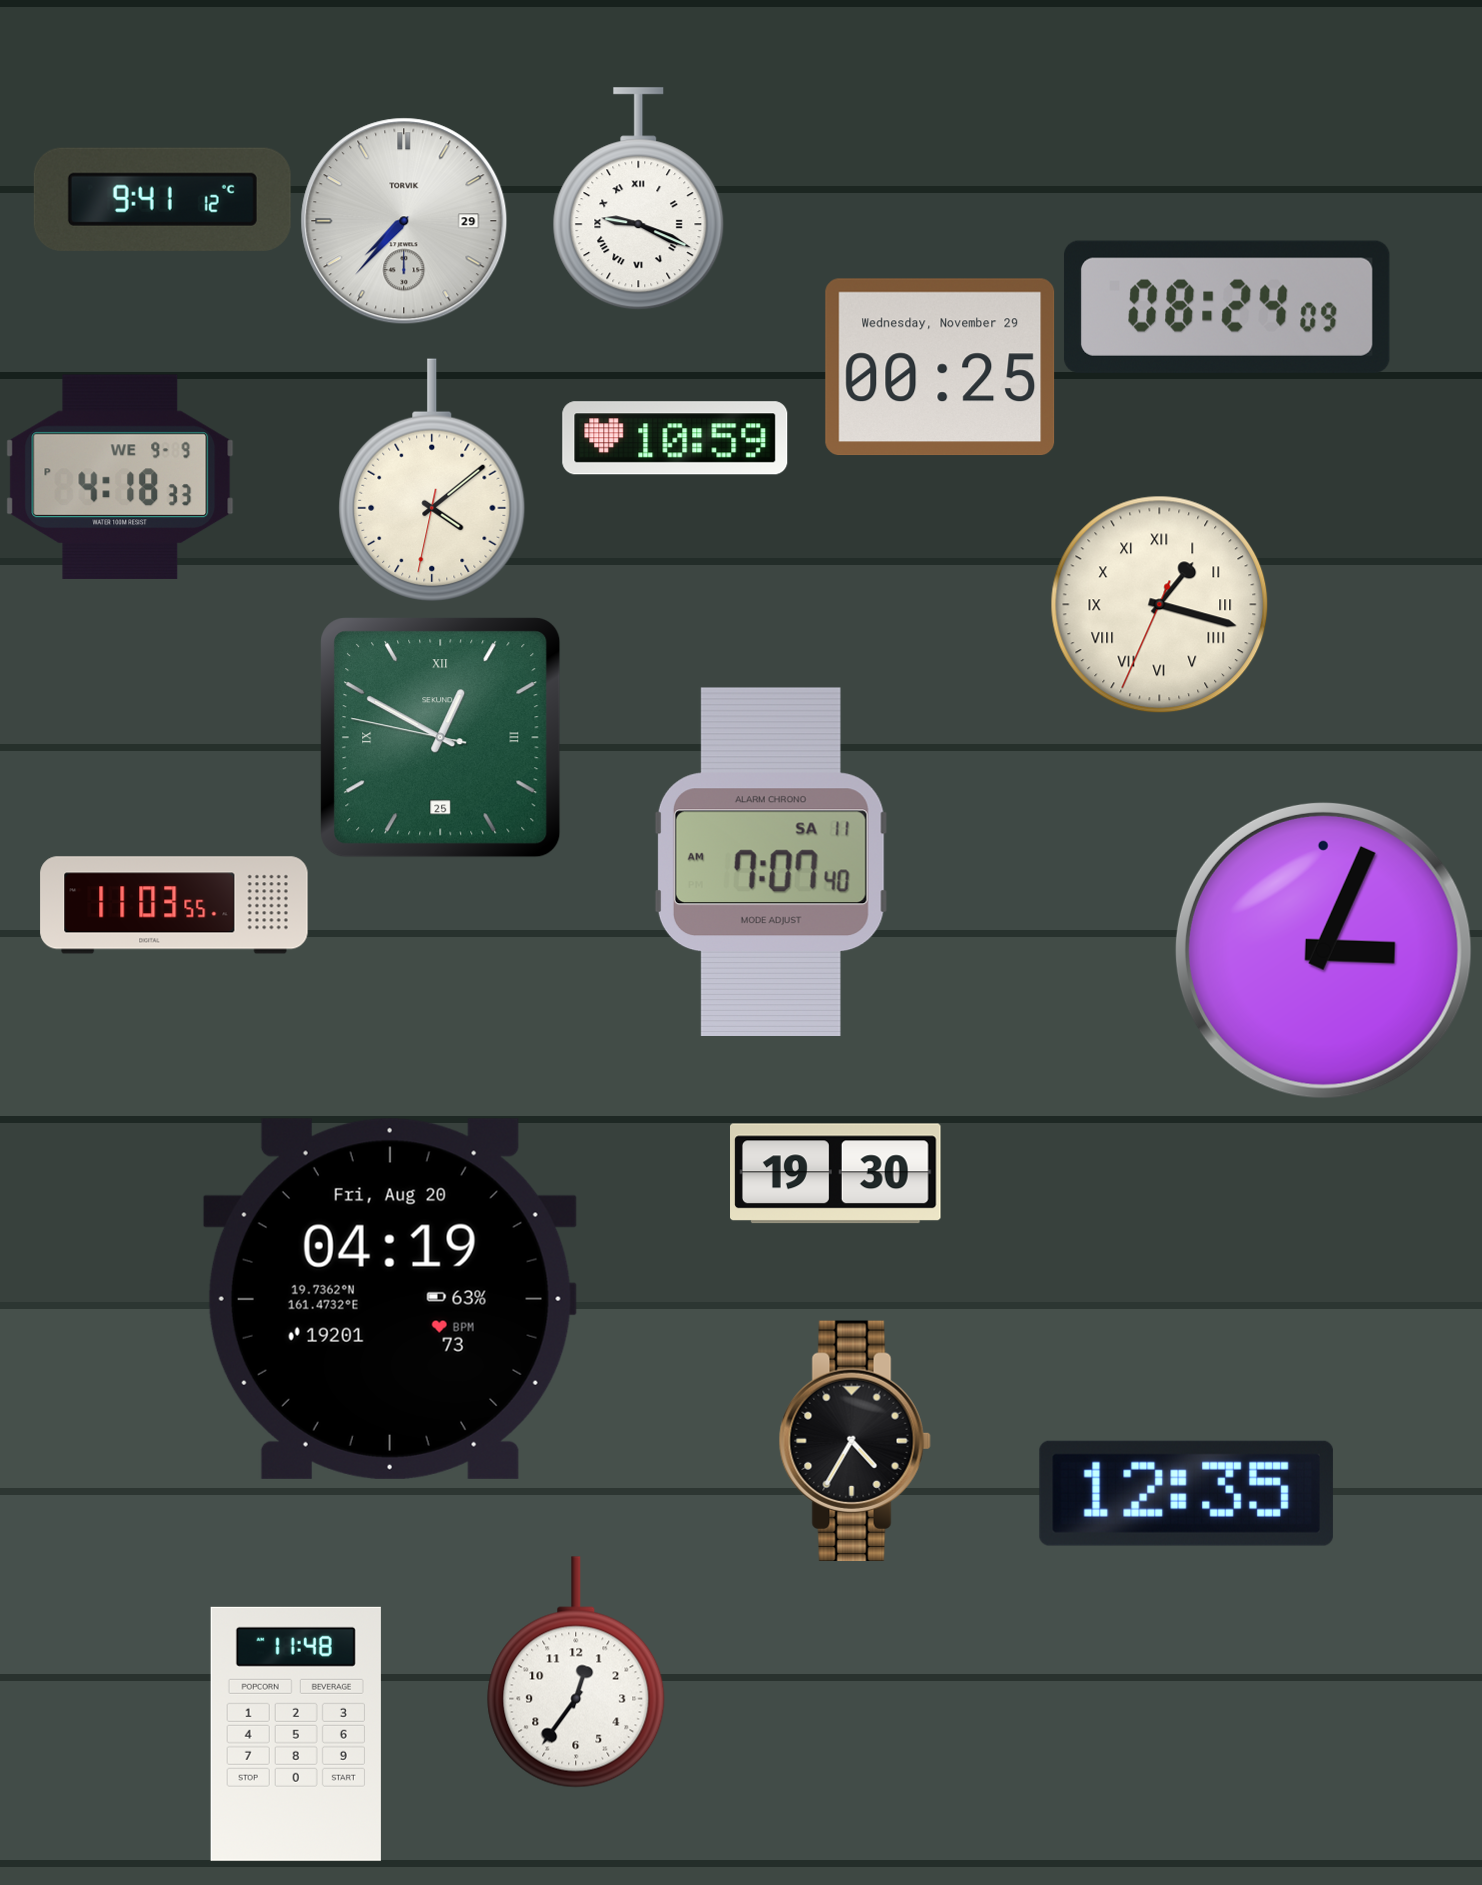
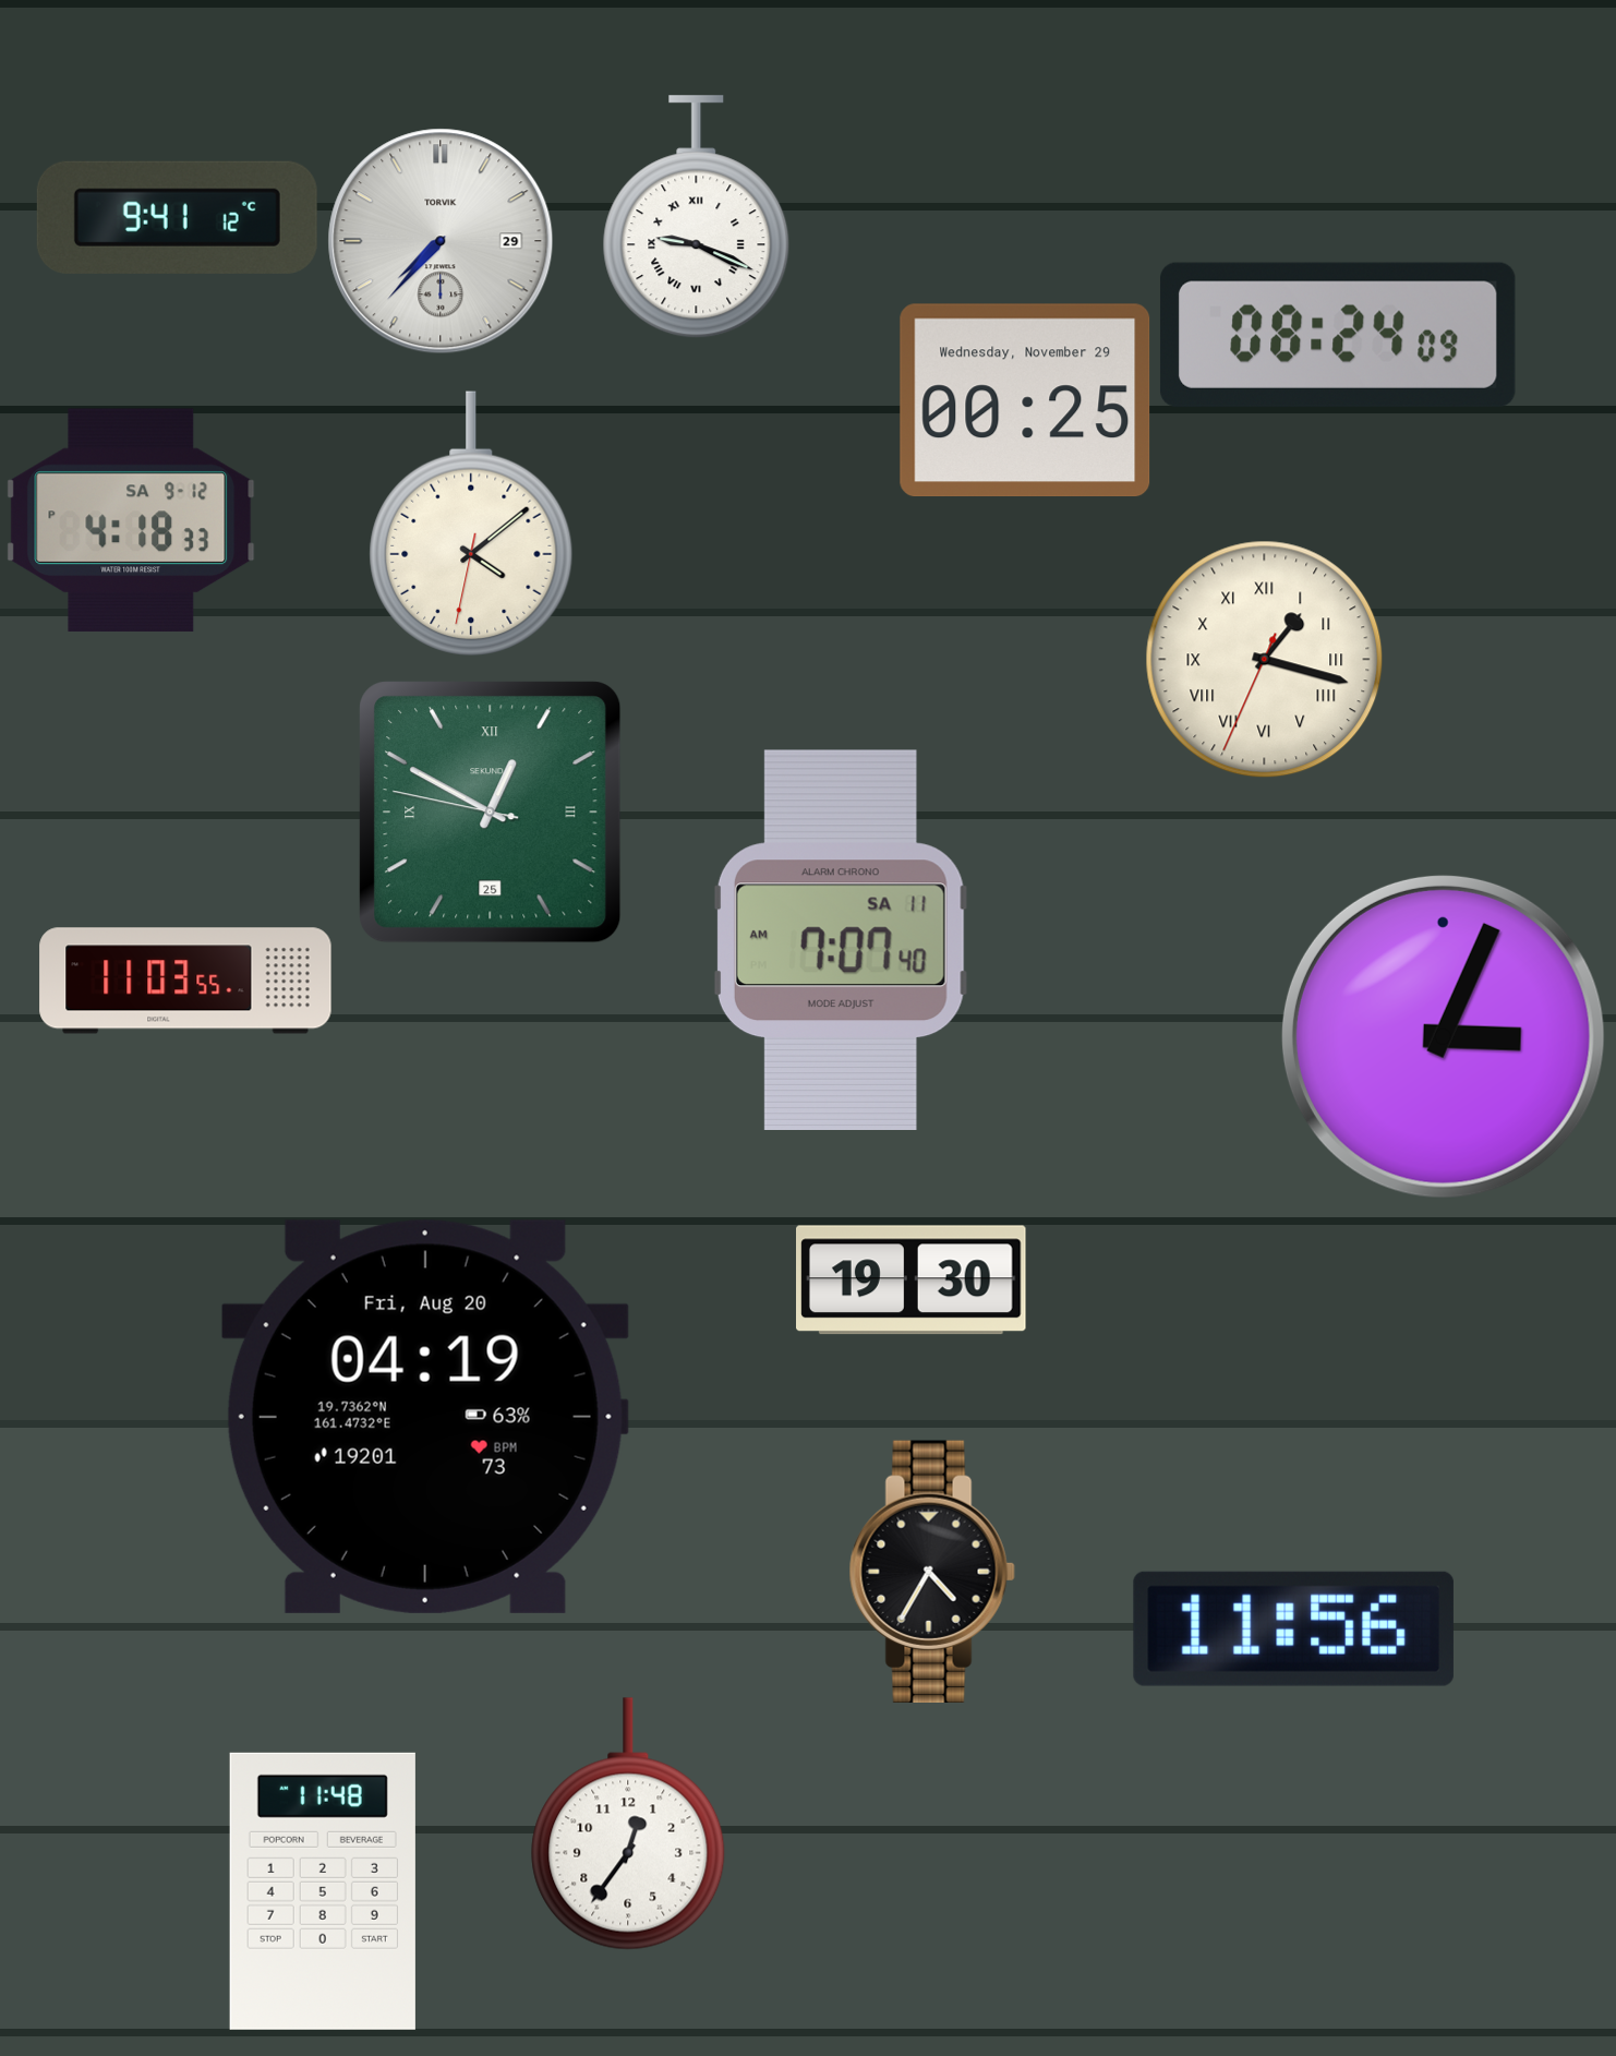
clock at (675, 438): 10:59 -> none
clock at (120, 477) date: WE 9-9 -> SA 9-12
clock at (441, 738) position: (441, 738) -> (491, 813)
clock at (174, 905) position: (174, 905) -> (185, 981)
clock at (1186, 1493): 12:35 -> 11:56
